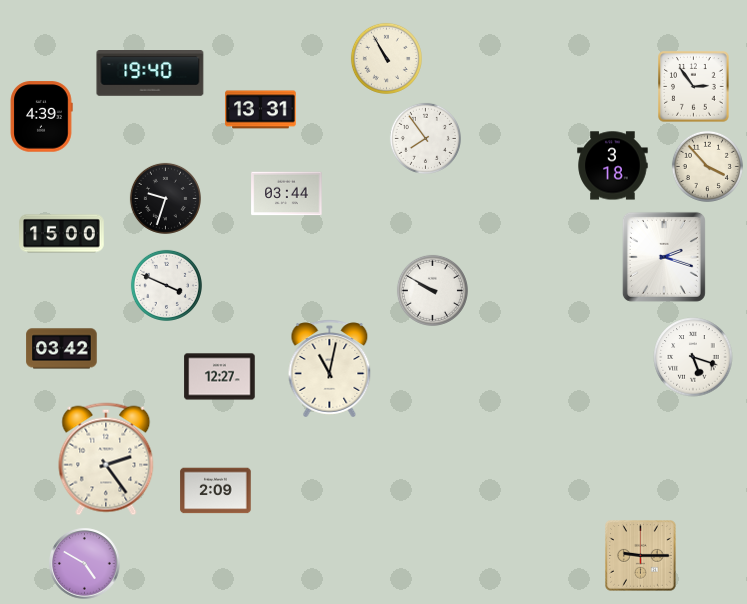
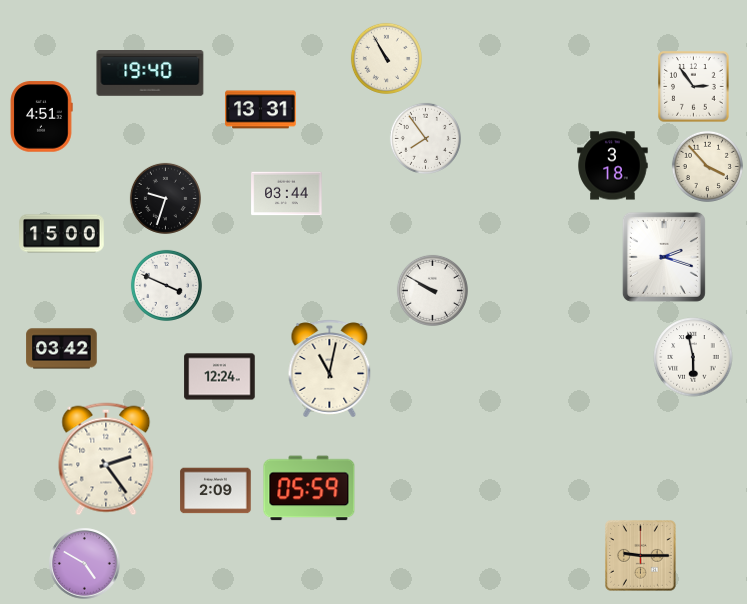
clock at (41, 117): 4:39 -> 4:51
clock at (693, 357): 5:18 -> 5:58
clock at (220, 377): 12:27 -> 12:24
clock at (309, 488): none -> 05:59
